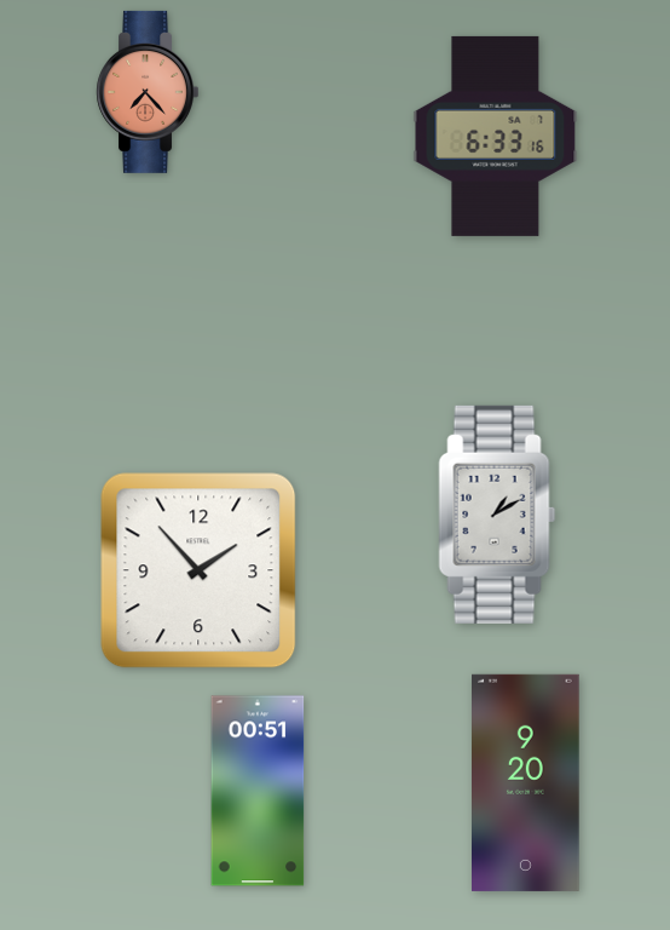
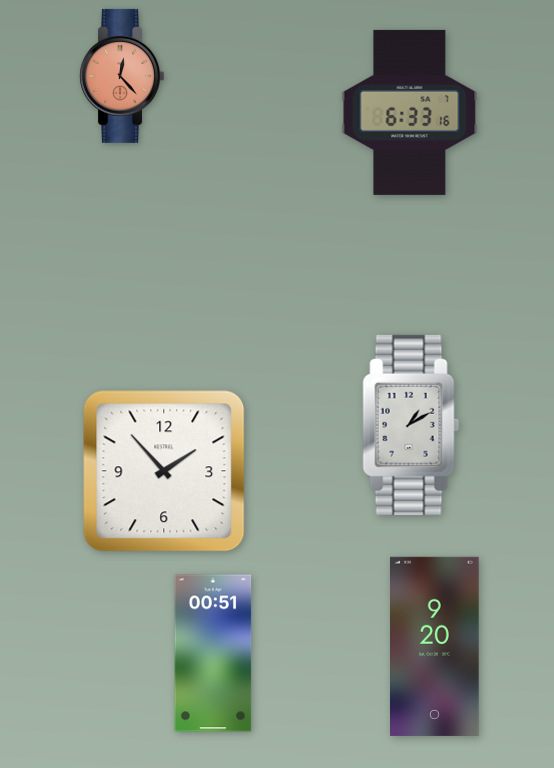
clock at (146, 92): 7:23 -> 12:23
